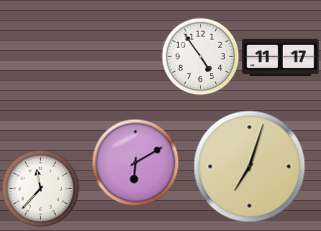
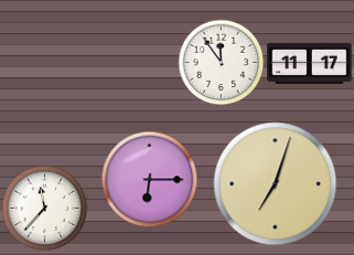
clock at (200, 56): 4:54 -> 11:54
clock at (135, 162): 6:10 -> 6:15
